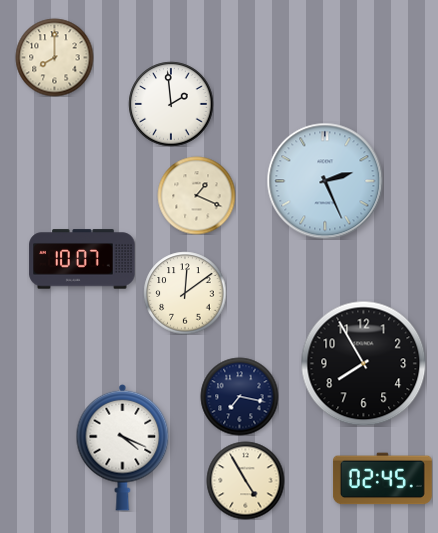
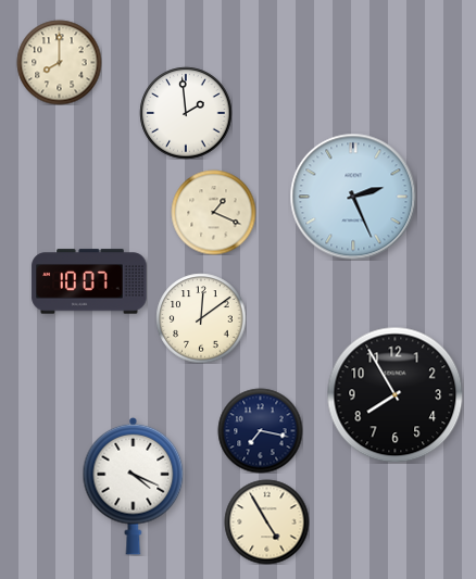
clock at (382, 479): 02:45 -> none
